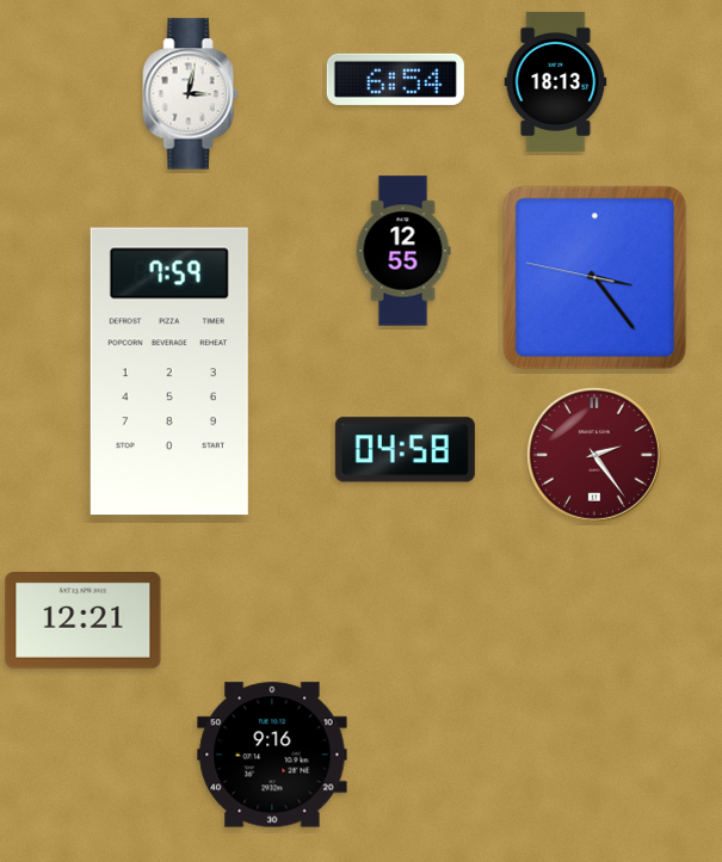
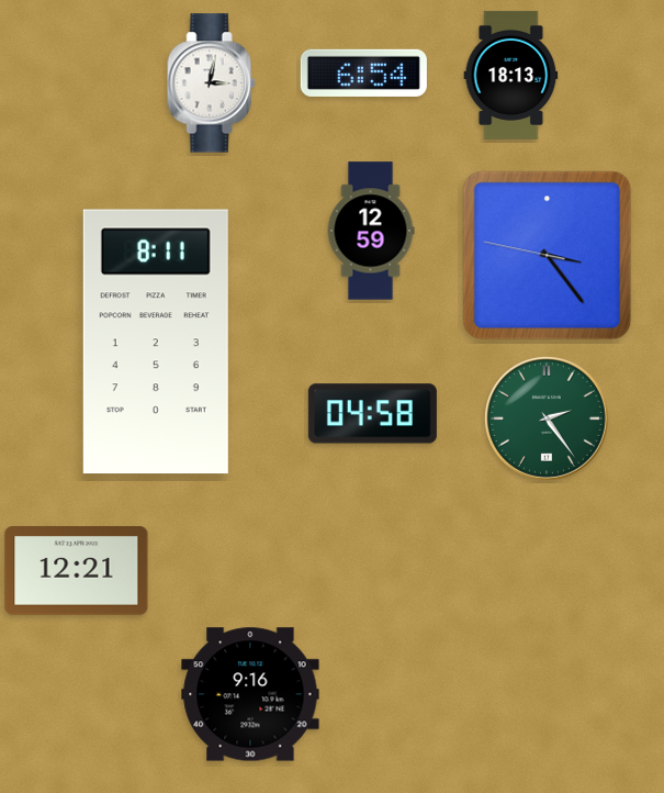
clock at (191, 94) position: (191, 94) -> (212, 83)
clock at (403, 251): 12:55 -> 12:59
clock at (169, 371): 7:59 -> 8:11
clock at (594, 455) dial: burgundy -> green
